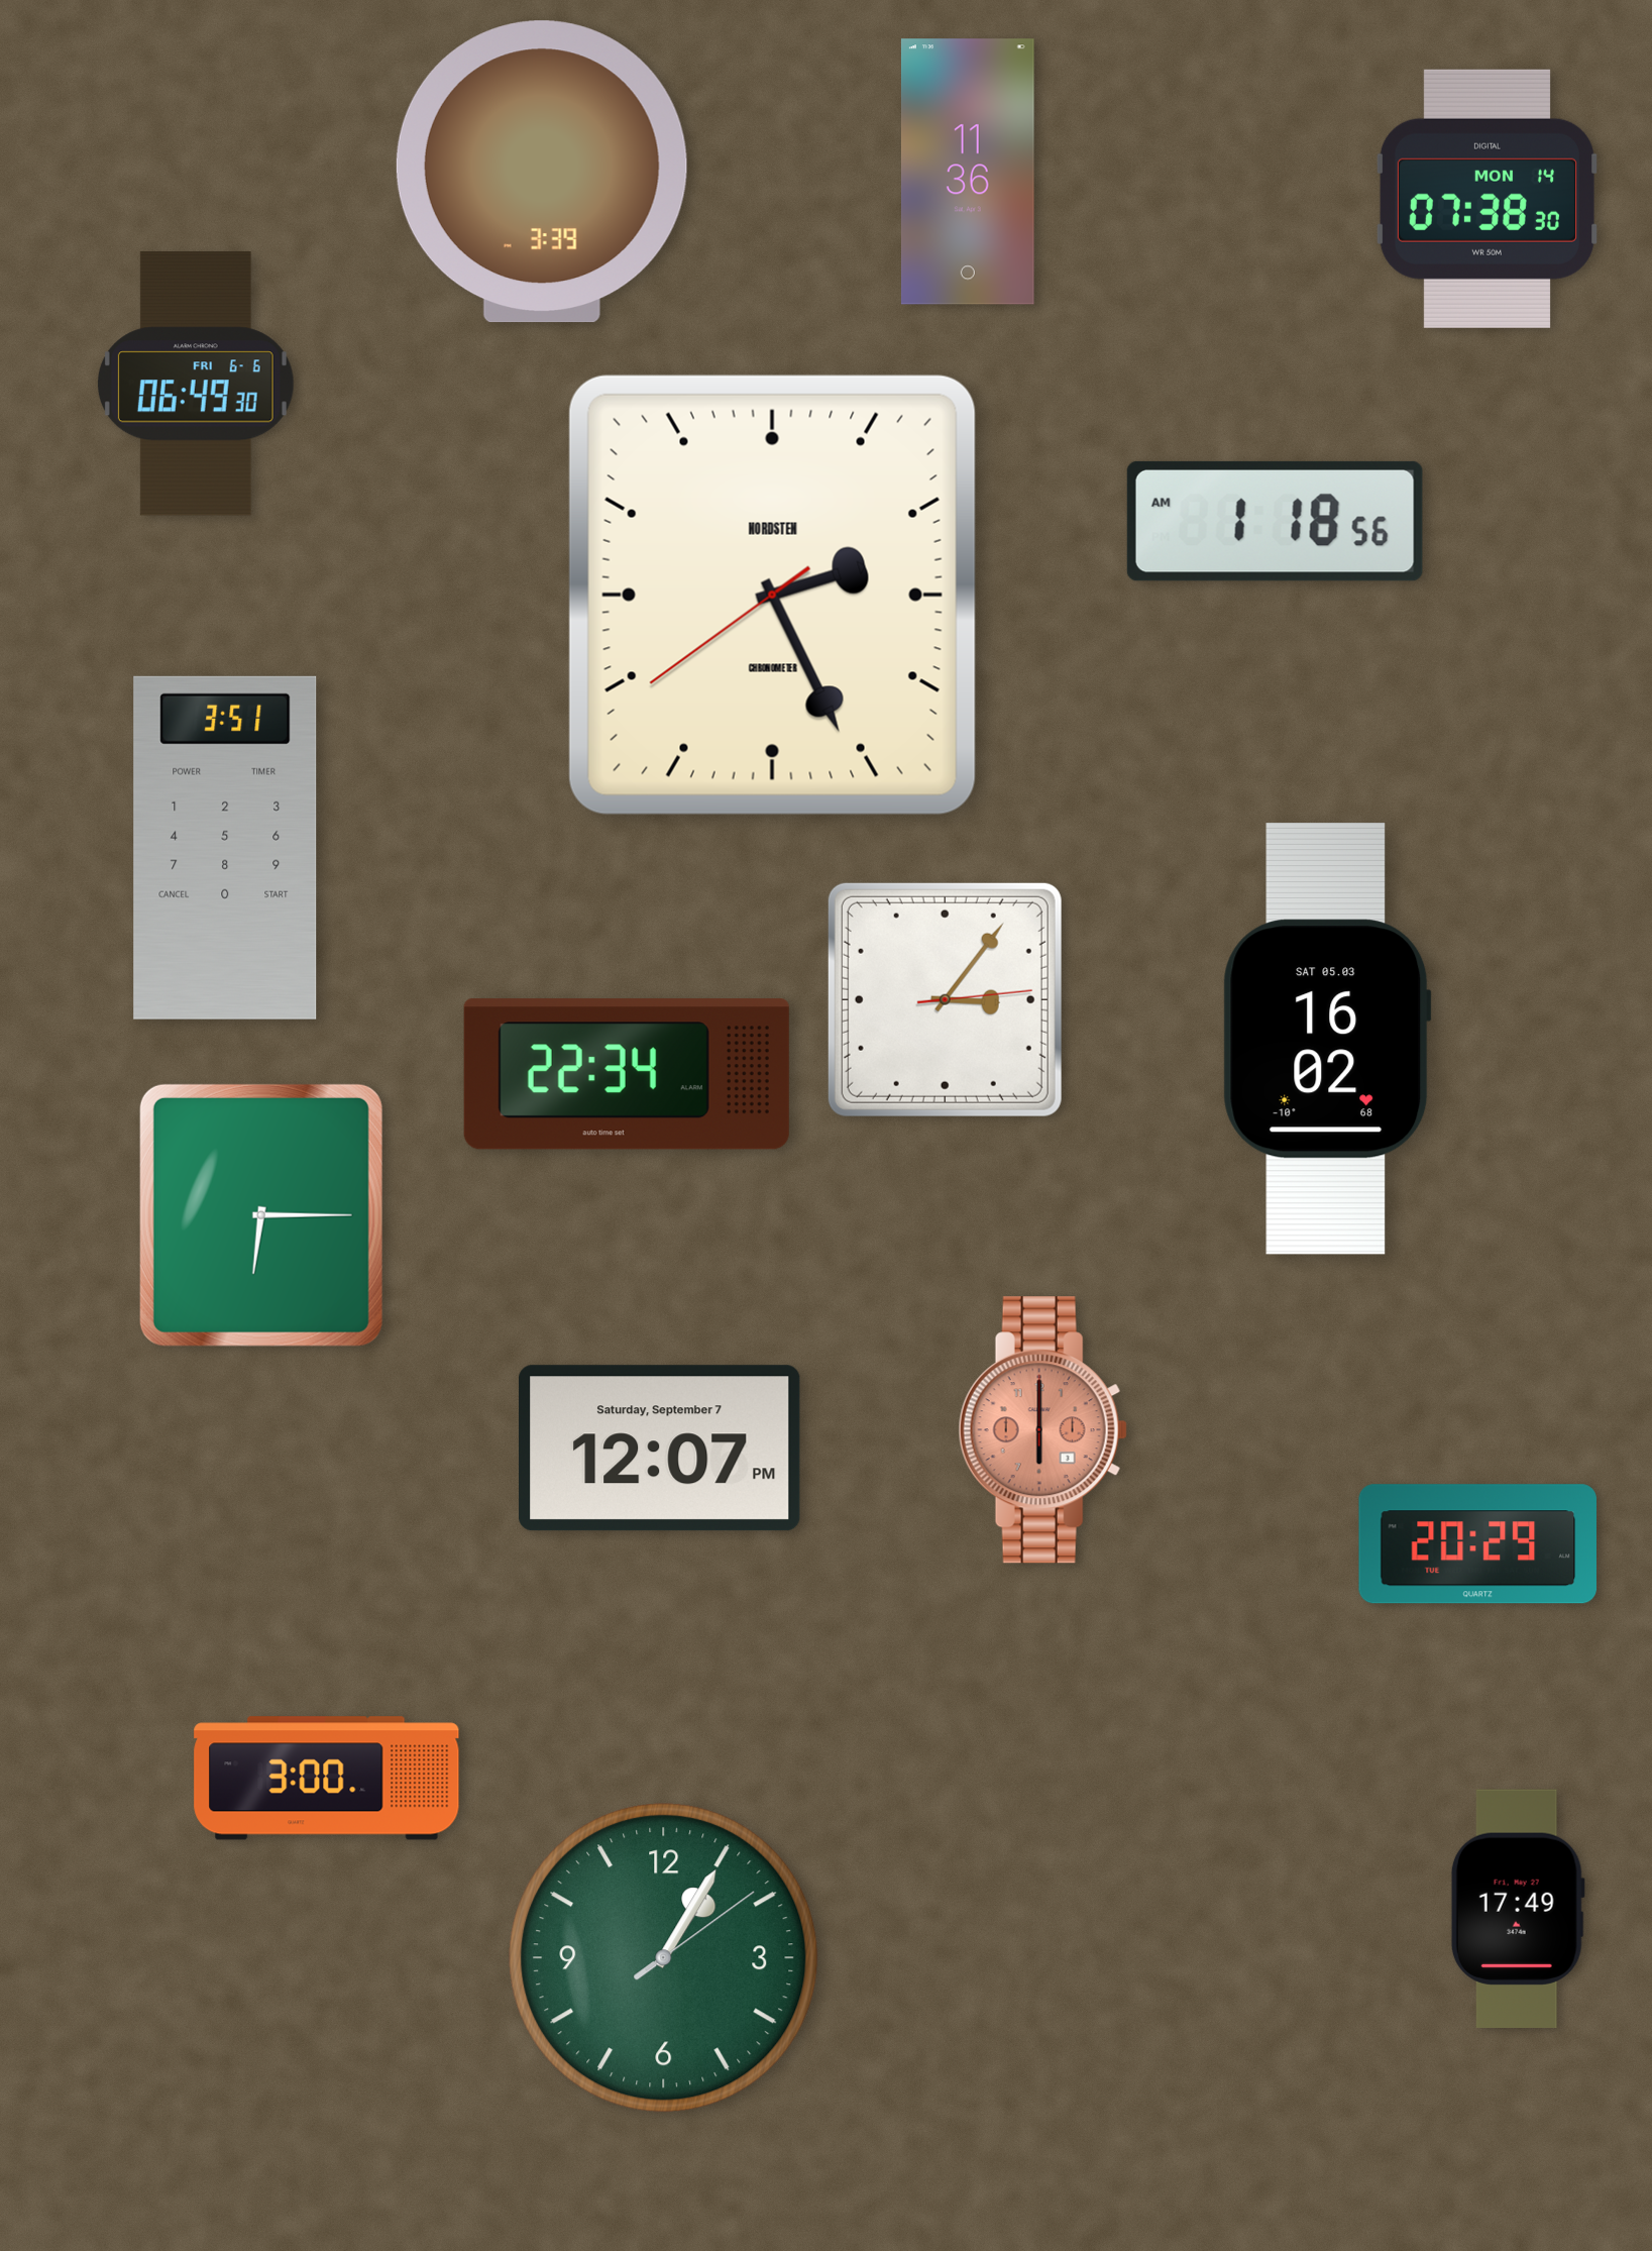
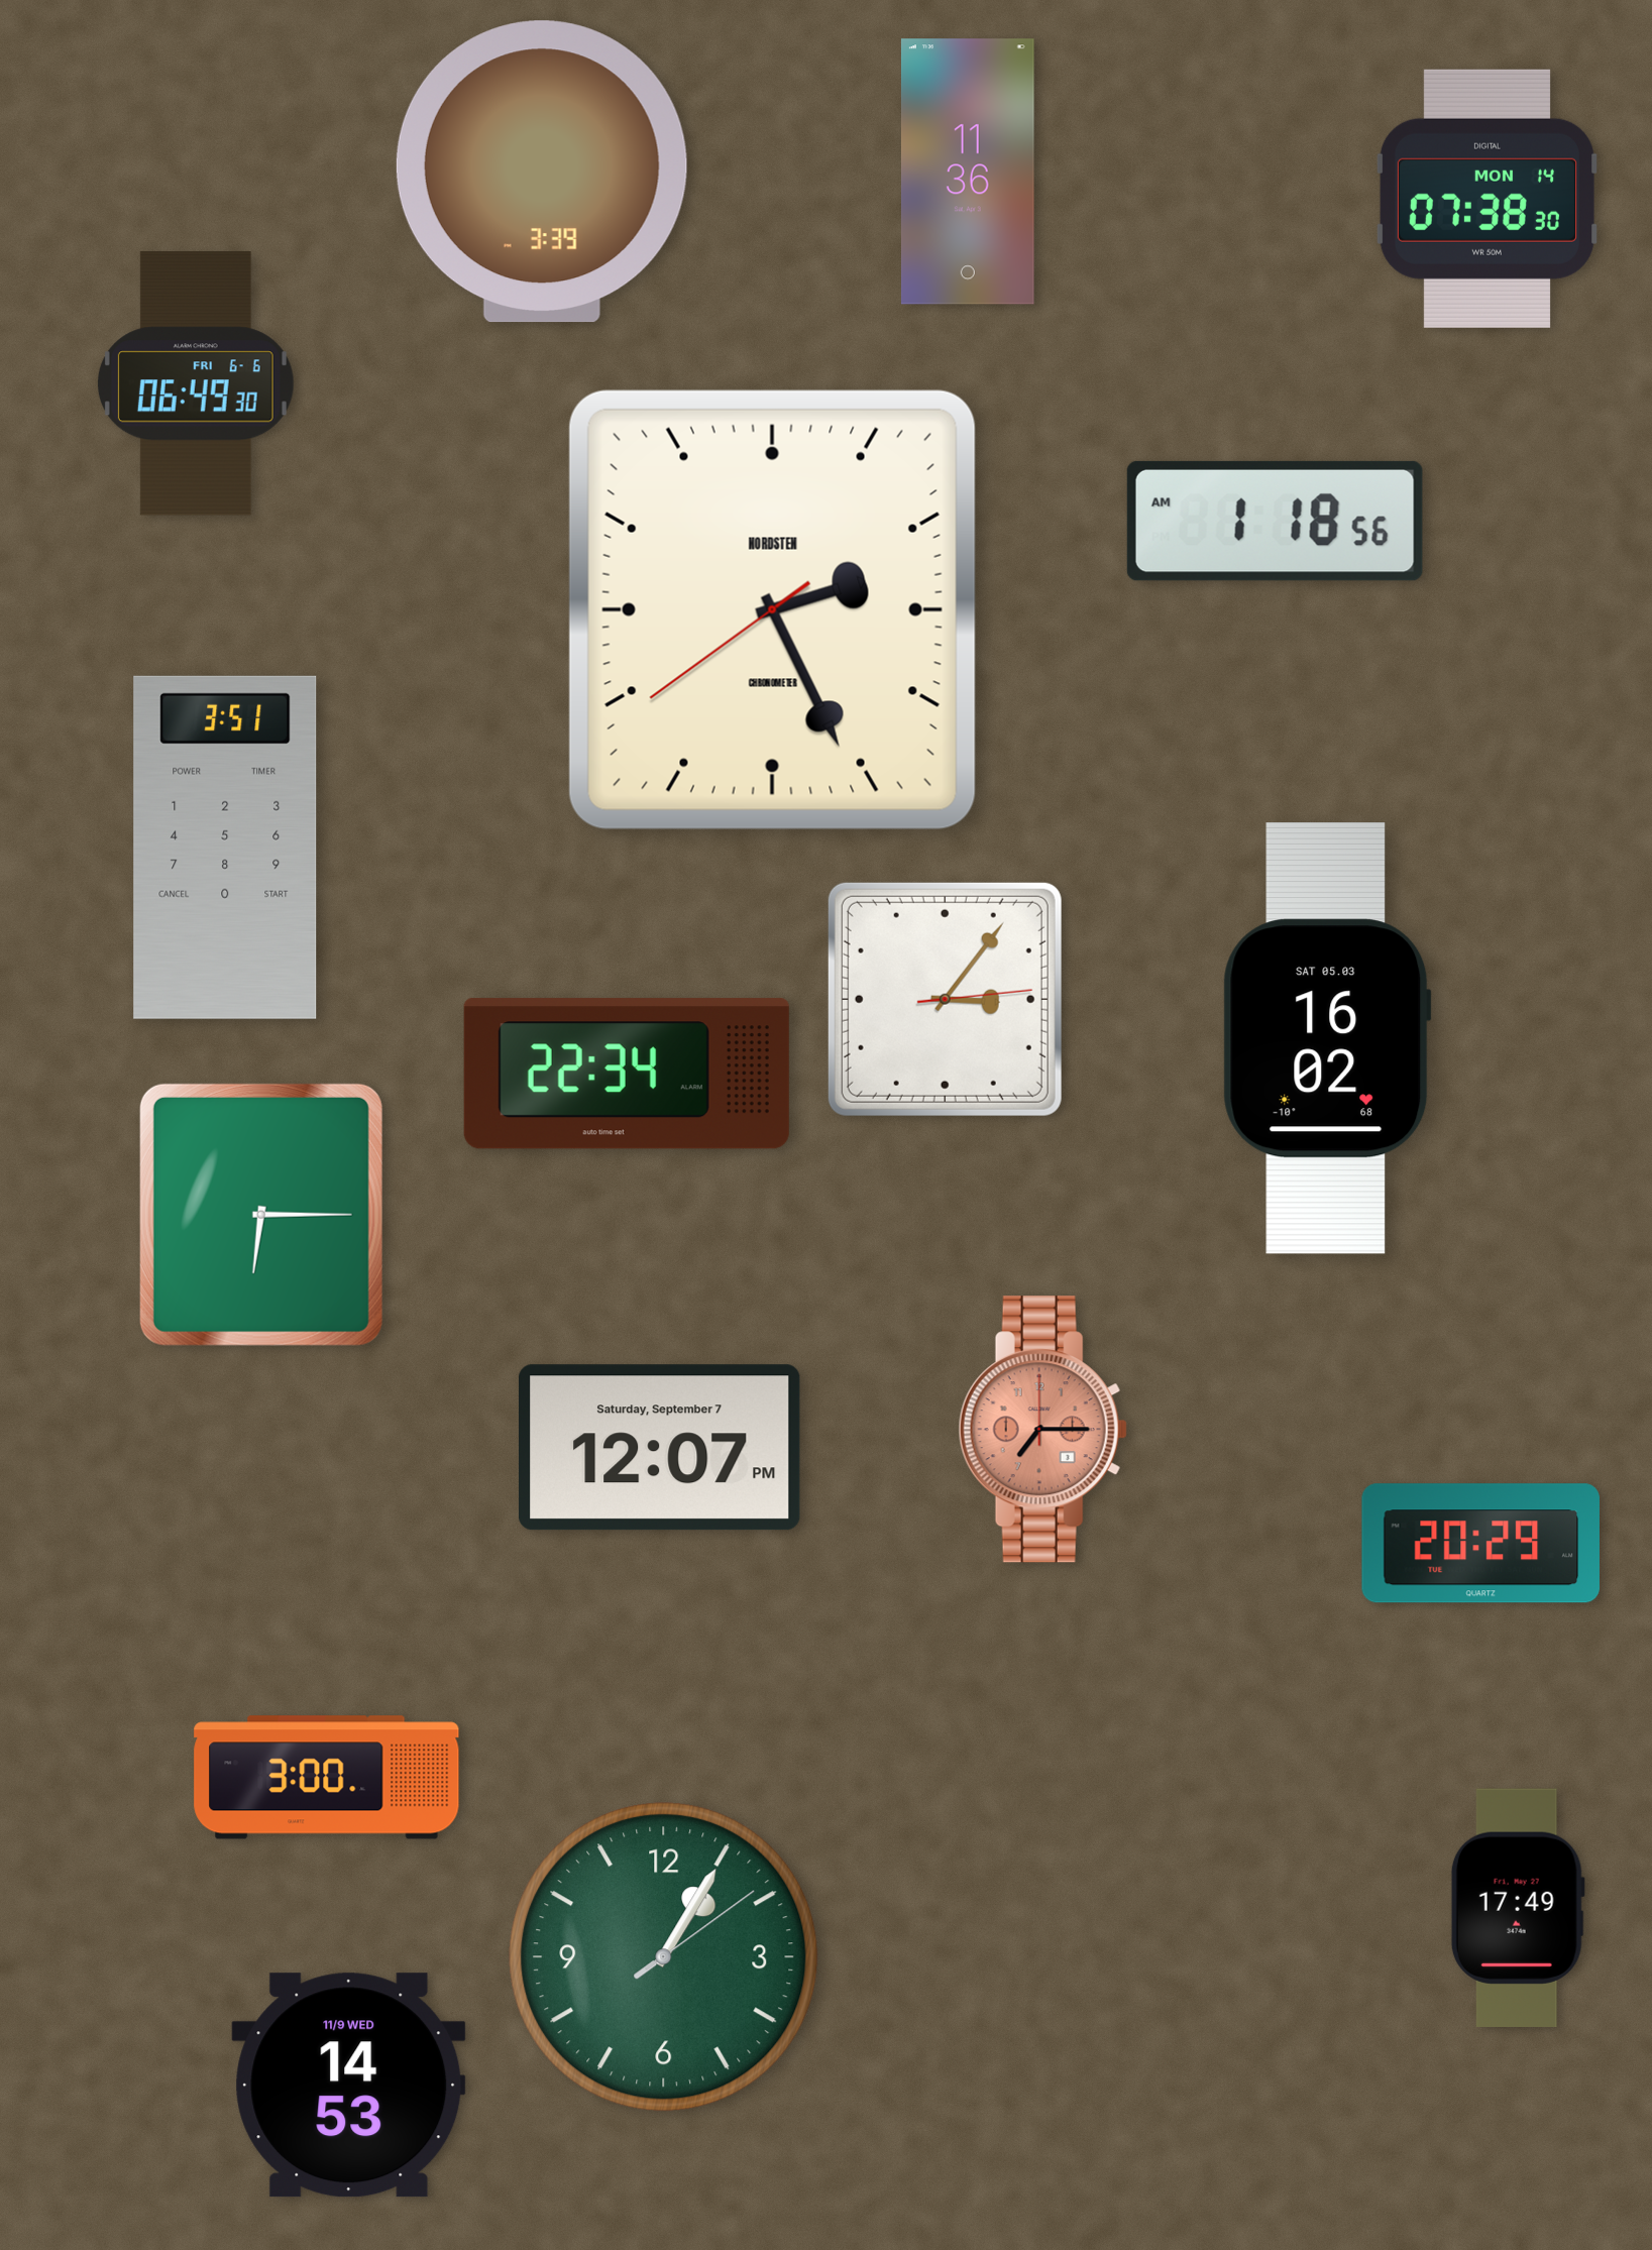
clock at (772, 595) position: (772, 595) -> (772, 609)
clock at (1042, 1430): 6:00 -> 7:15
clock at (1477, 1544) position: (1477, 1544) -> (1480, 1544)
clock at (349, 2086): none -> 14:53
